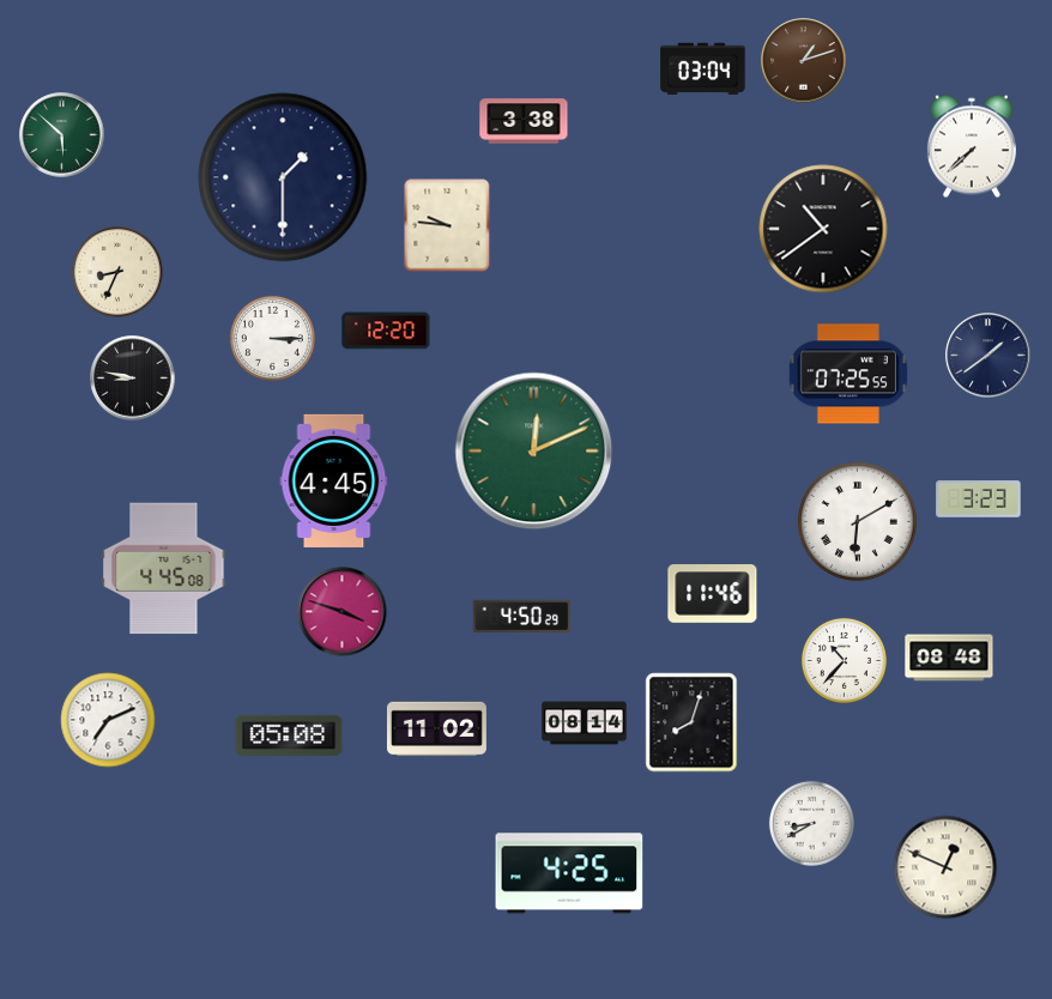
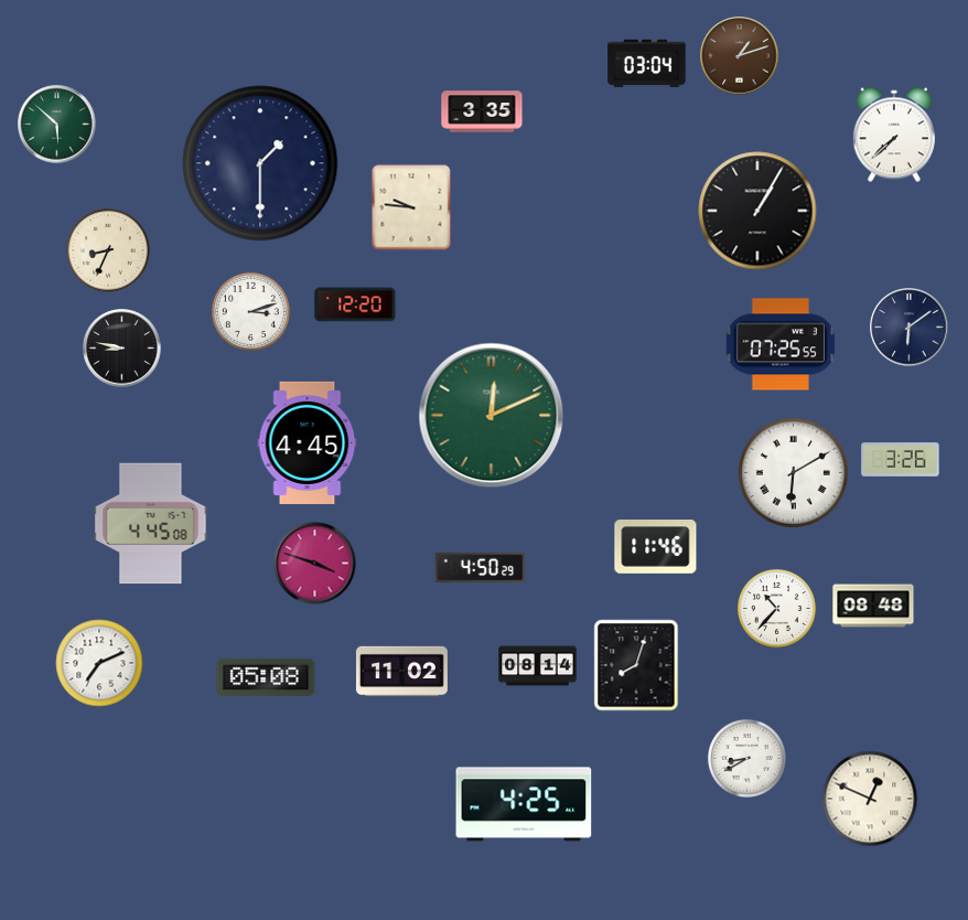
clock at (524, 121): 3:38 -> 3:35
clock at (823, 229): 10:39 -> 1:05
clock at (272, 338): 3:15 -> 3:12
clock at (988, 356): 1:39 -> 6:09
clock at (979, 500): 3:23 -> 3:26
clock at (857, 521) position: (857, 521) -> (793, 472)
